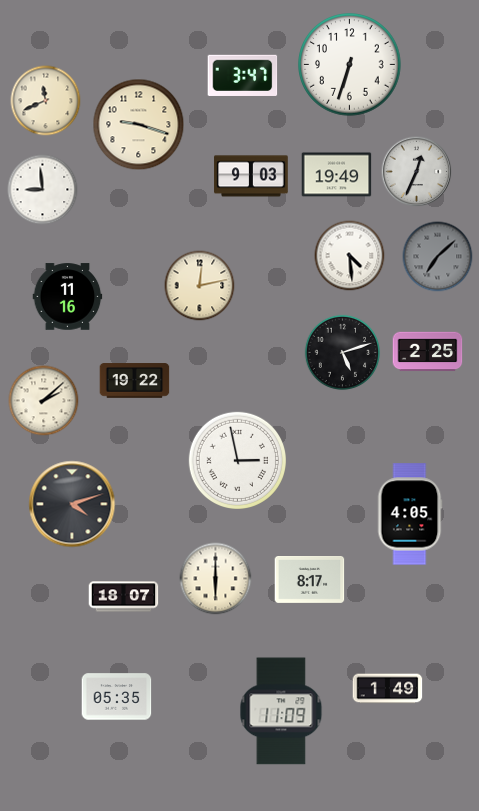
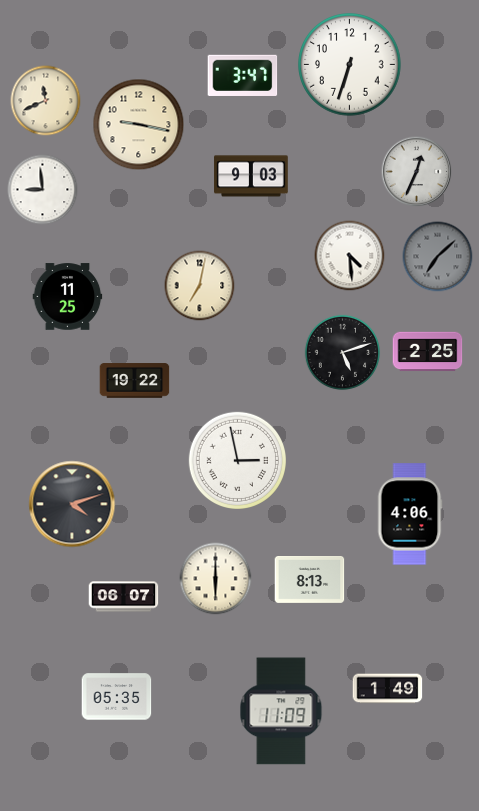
clock at (139, 125): 9:18 -> 9:17
clock at (337, 175): 19:49 -> none
clock at (200, 286): 12:13 -> 7:02
clock at (68, 297): 11:16 -> 11:25
clock at (44, 401): 2:08 -> none
clock at (410, 514): 4:05 -> 4:06
clock at (310, 580): 8:17 -> 8:13
clock at (124, 597): 18:07 -> 06:07
